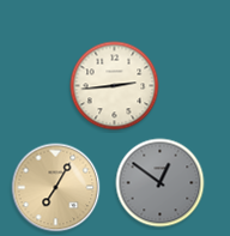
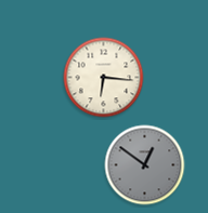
clock at (115, 86): 2:44 -> 6:16
clock at (56, 188): 7:05 -> none
